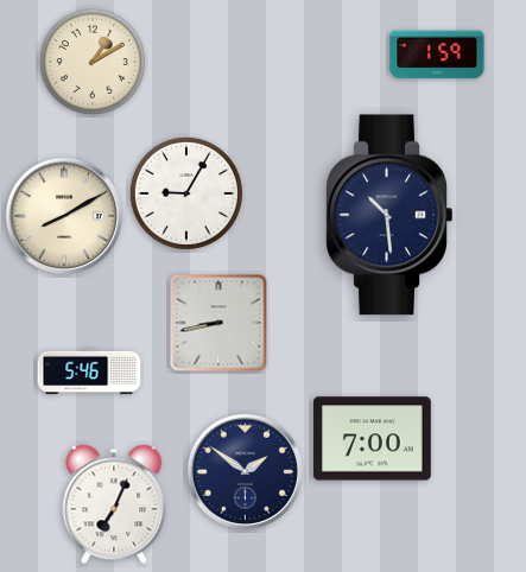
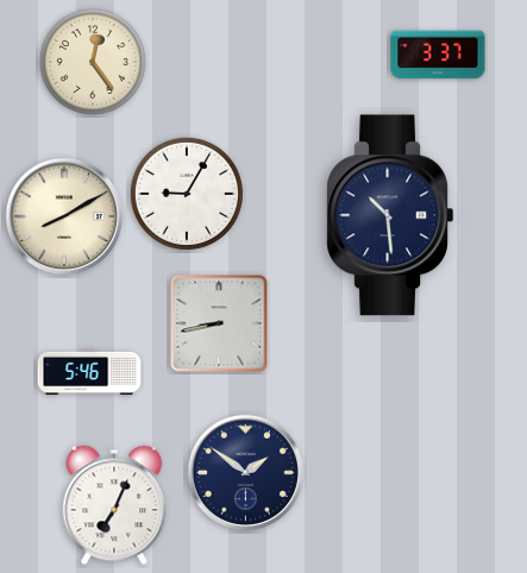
clock at (437, 55): 1:59 -> 3:37
clock at (93, 62): 1:10 -> 12:24
clock at (372, 439): 7:00 -> none
